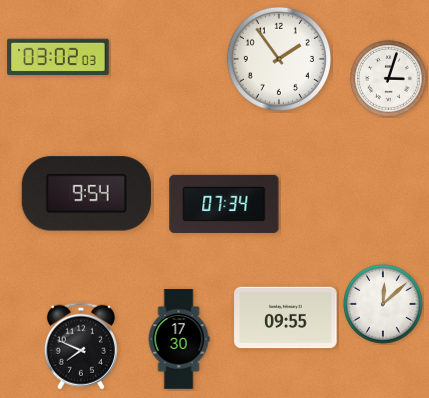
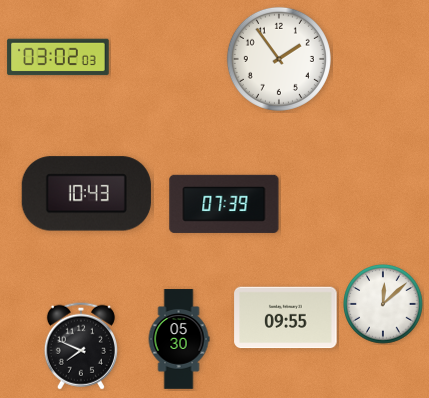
clock at (389, 79): 3:03 -> none
clock at (86, 194): 9:54 -> 10:43
clock at (224, 204): 07:34 -> 07:39
clock at (179, 339): 17:30 -> 05:30
